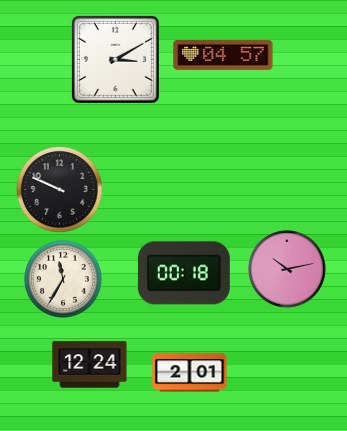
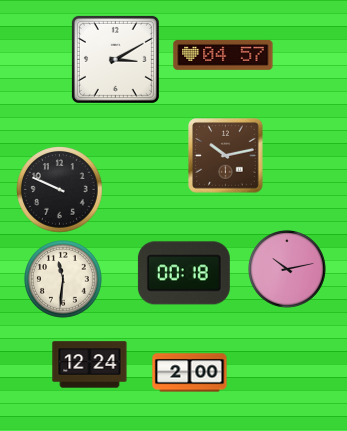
clock at (226, 156): none -> 10:13
clock at (64, 280): 11:35 -> 11:31
clock at (190, 373): 2:01 -> 2:00
